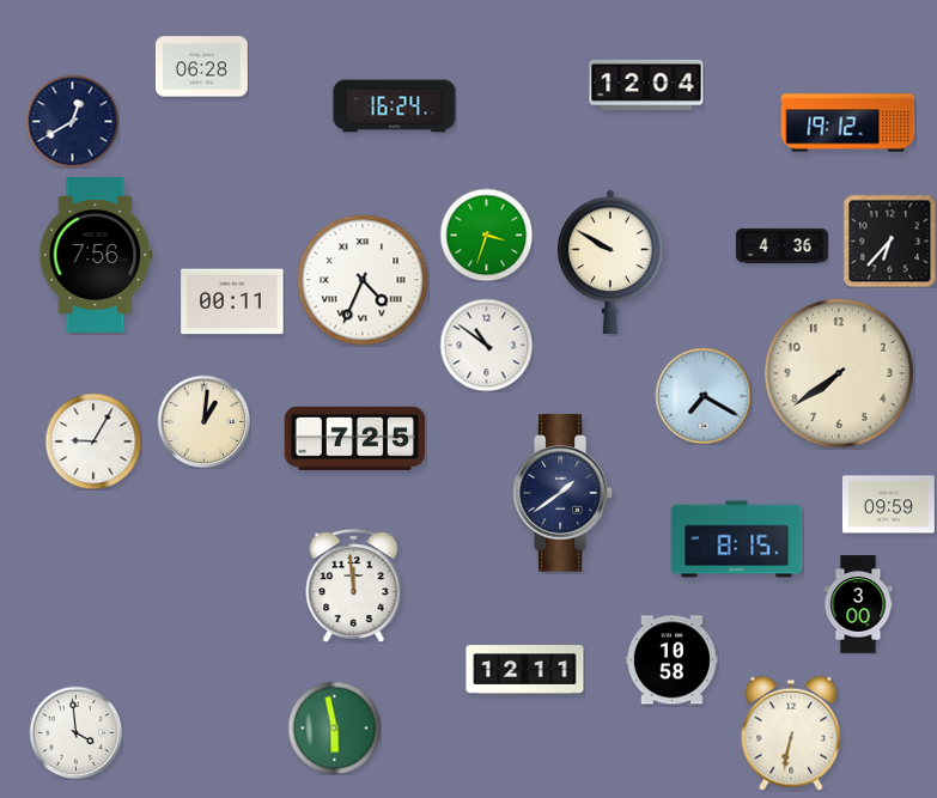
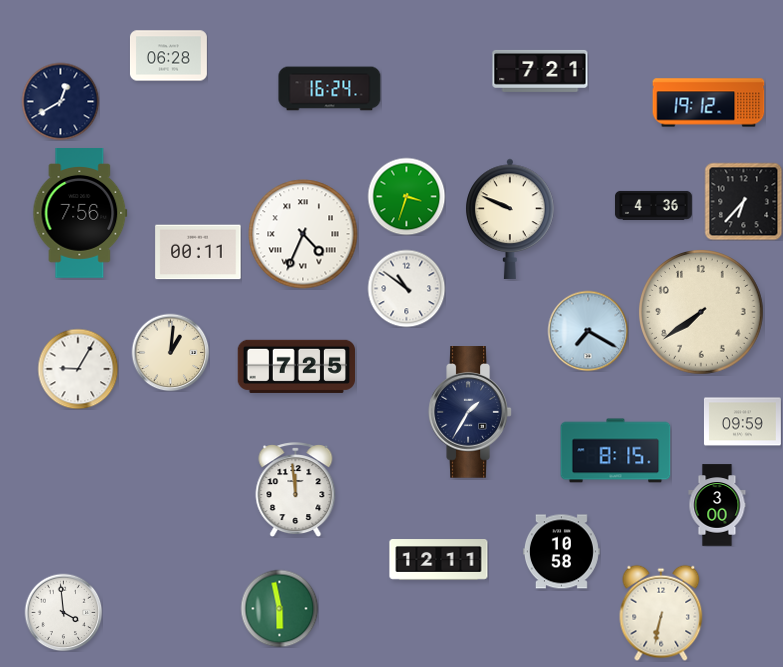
clock at (646, 85): 12:04 -> 7:21
clock at (610, 262): 9:50 -> 9:49
clock at (232, 301) position: (232, 301) -> (198, 252)
clock at (562, 493): 1:39 -> 1:35
